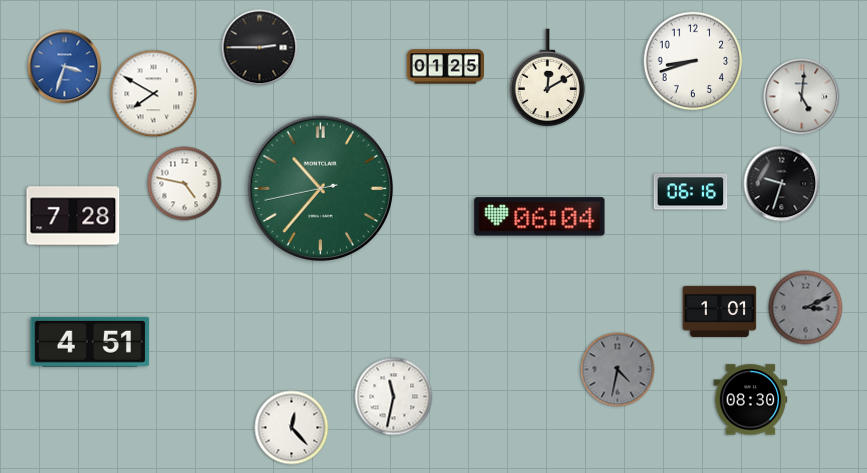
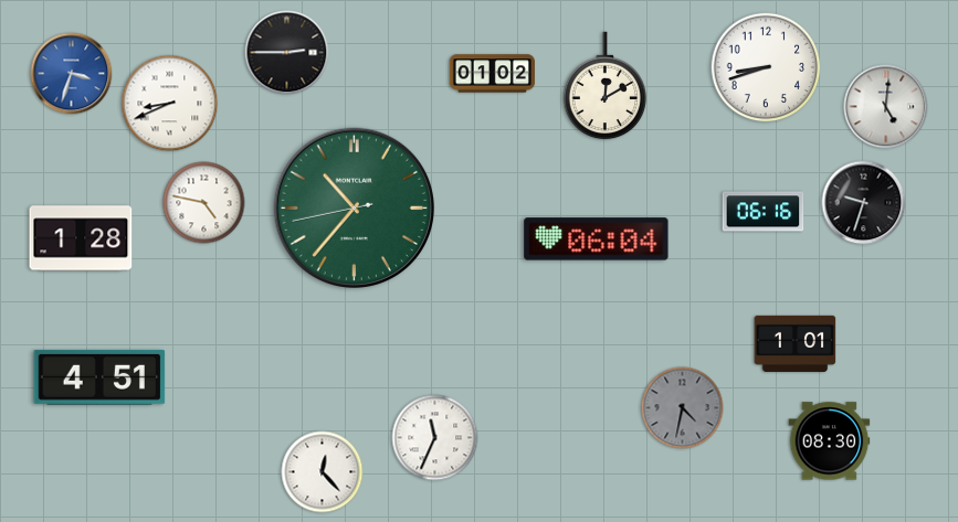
clock at (445, 67): 01:25 -> 01:02
clock at (154, 94): 7:50 -> 8:41
clock at (73, 216): 7:28 -> 1:28
clock at (806, 308): 3:11 -> none
clock at (394, 397): 11:32 -> 11:34
